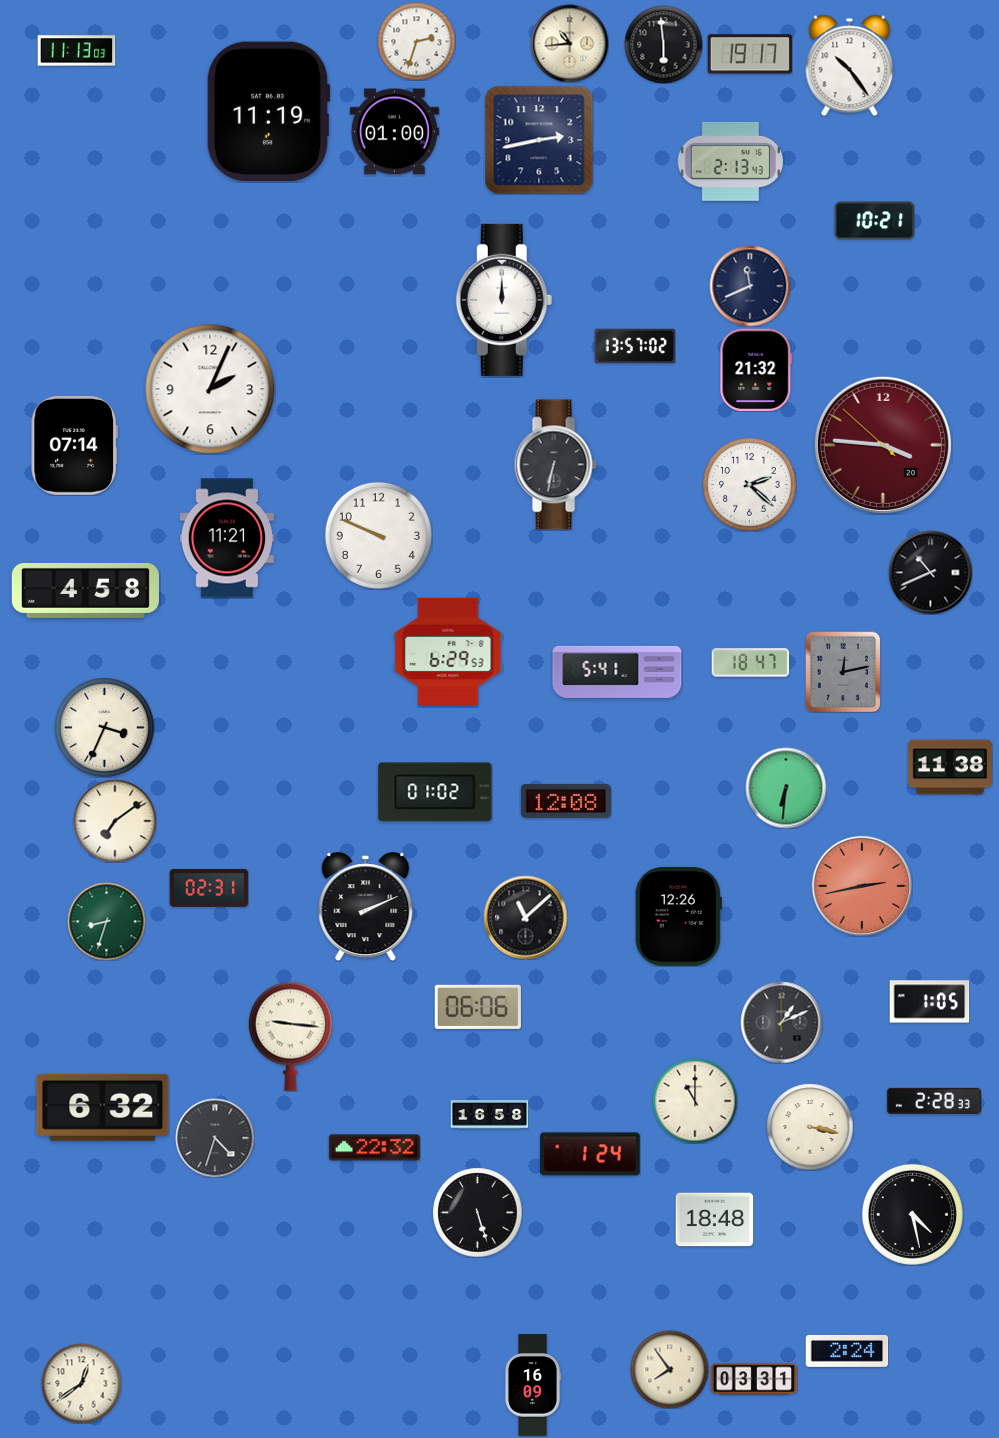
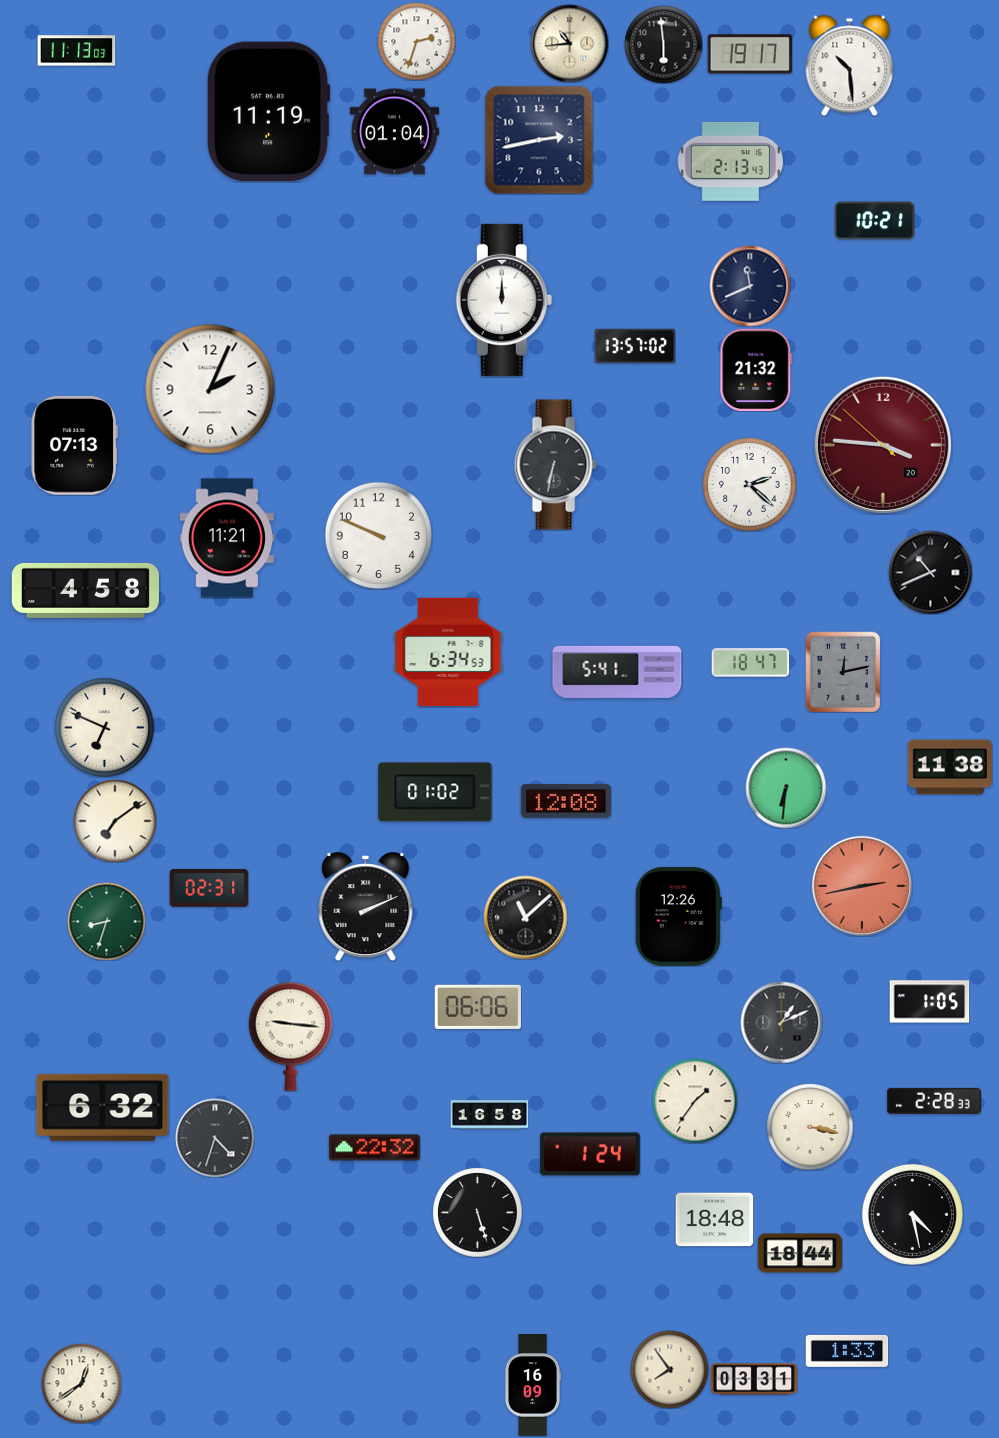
clock at (850, 65): 10:24 -> 10:29
clock at (394, 132): 01:00 -> 01:04
clock at (74, 445): 07:14 -> 07:13
clock at (448, 652): 6:29 -> 6:34
clock at (104, 727): 3:34 -> 6:49
clock at (695, 1101): 11:00 -> 1:36
clock at (800, 1253): none -> 18:44
clock at (847, 1351): 2:24 -> 1:33
